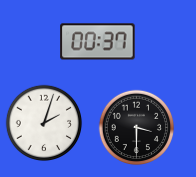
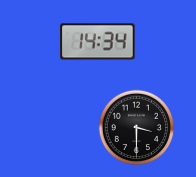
clock at (98, 42): 00:37 -> 14:34
clock at (44, 123): 2:03 -> none
